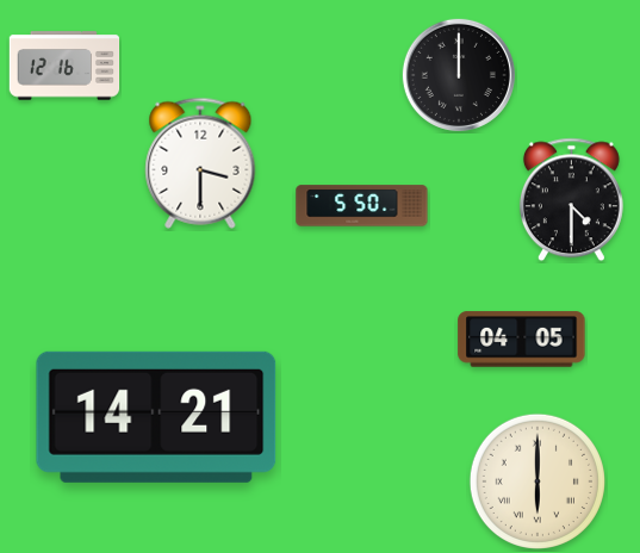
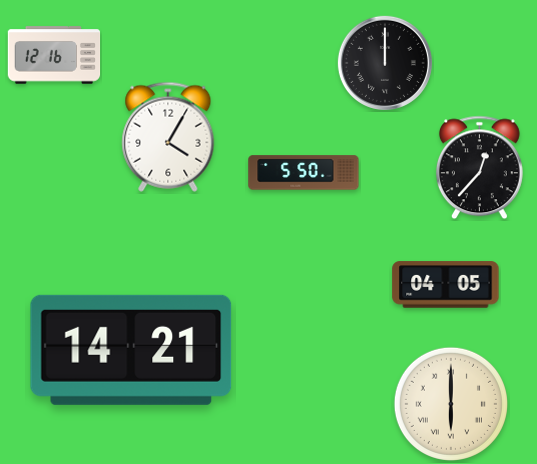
clock at (200, 163): 3:30 -> 4:05
clock at (571, 200): 4:30 -> 12:37
clock at (522, 340) position: (522, 340) -> (446, 285)
